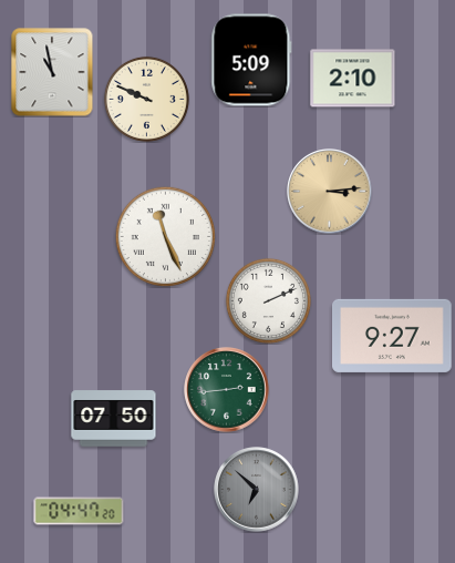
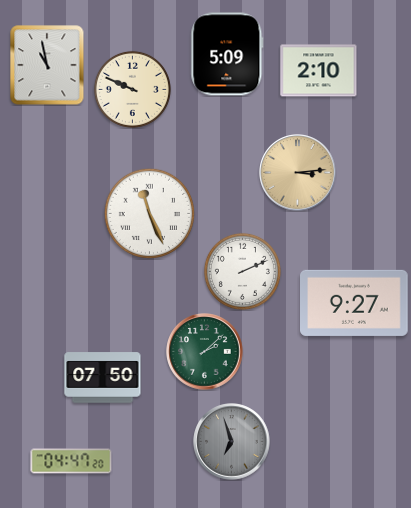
clock at (227, 390): 2:44 -> 2:08
clock at (257, 490): 6:52 -> 6:57
